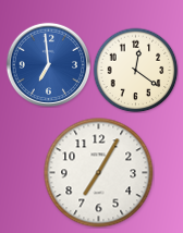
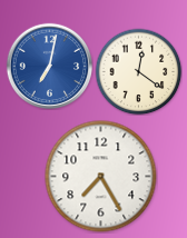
clock at (48, 64): 6:59 -> 7:02
clock at (99, 173): 7:05 -> 7:25
